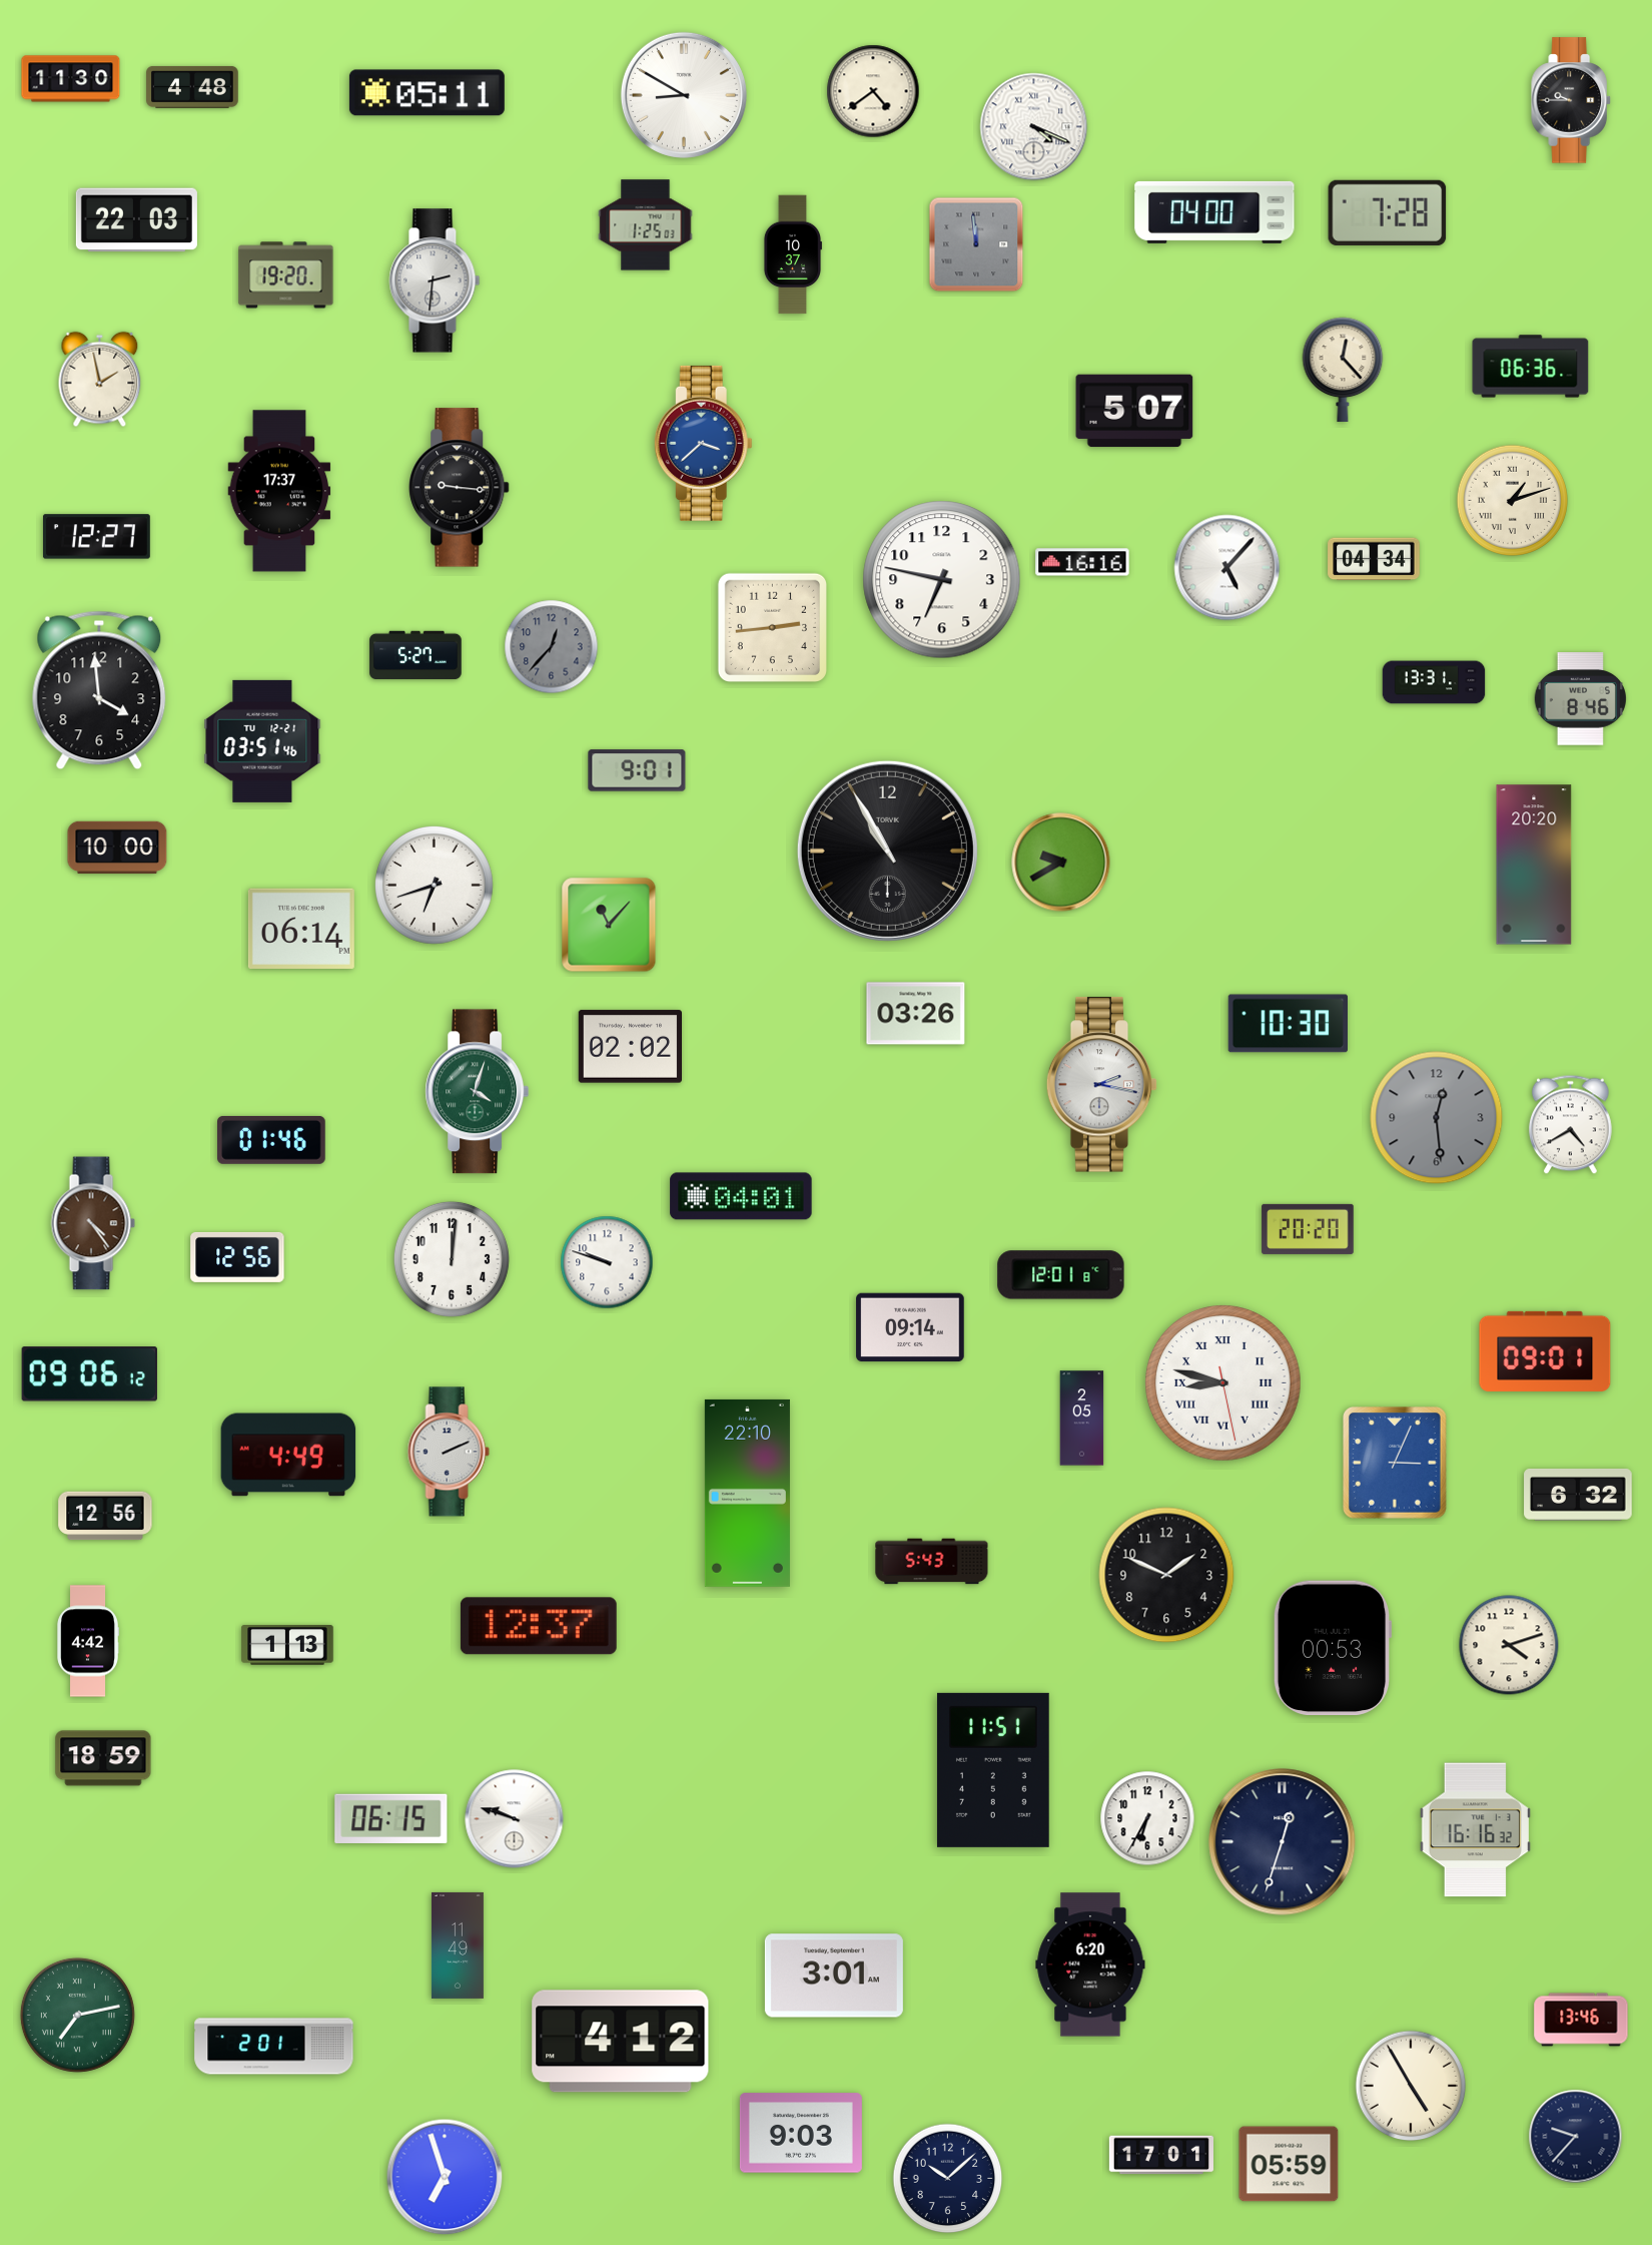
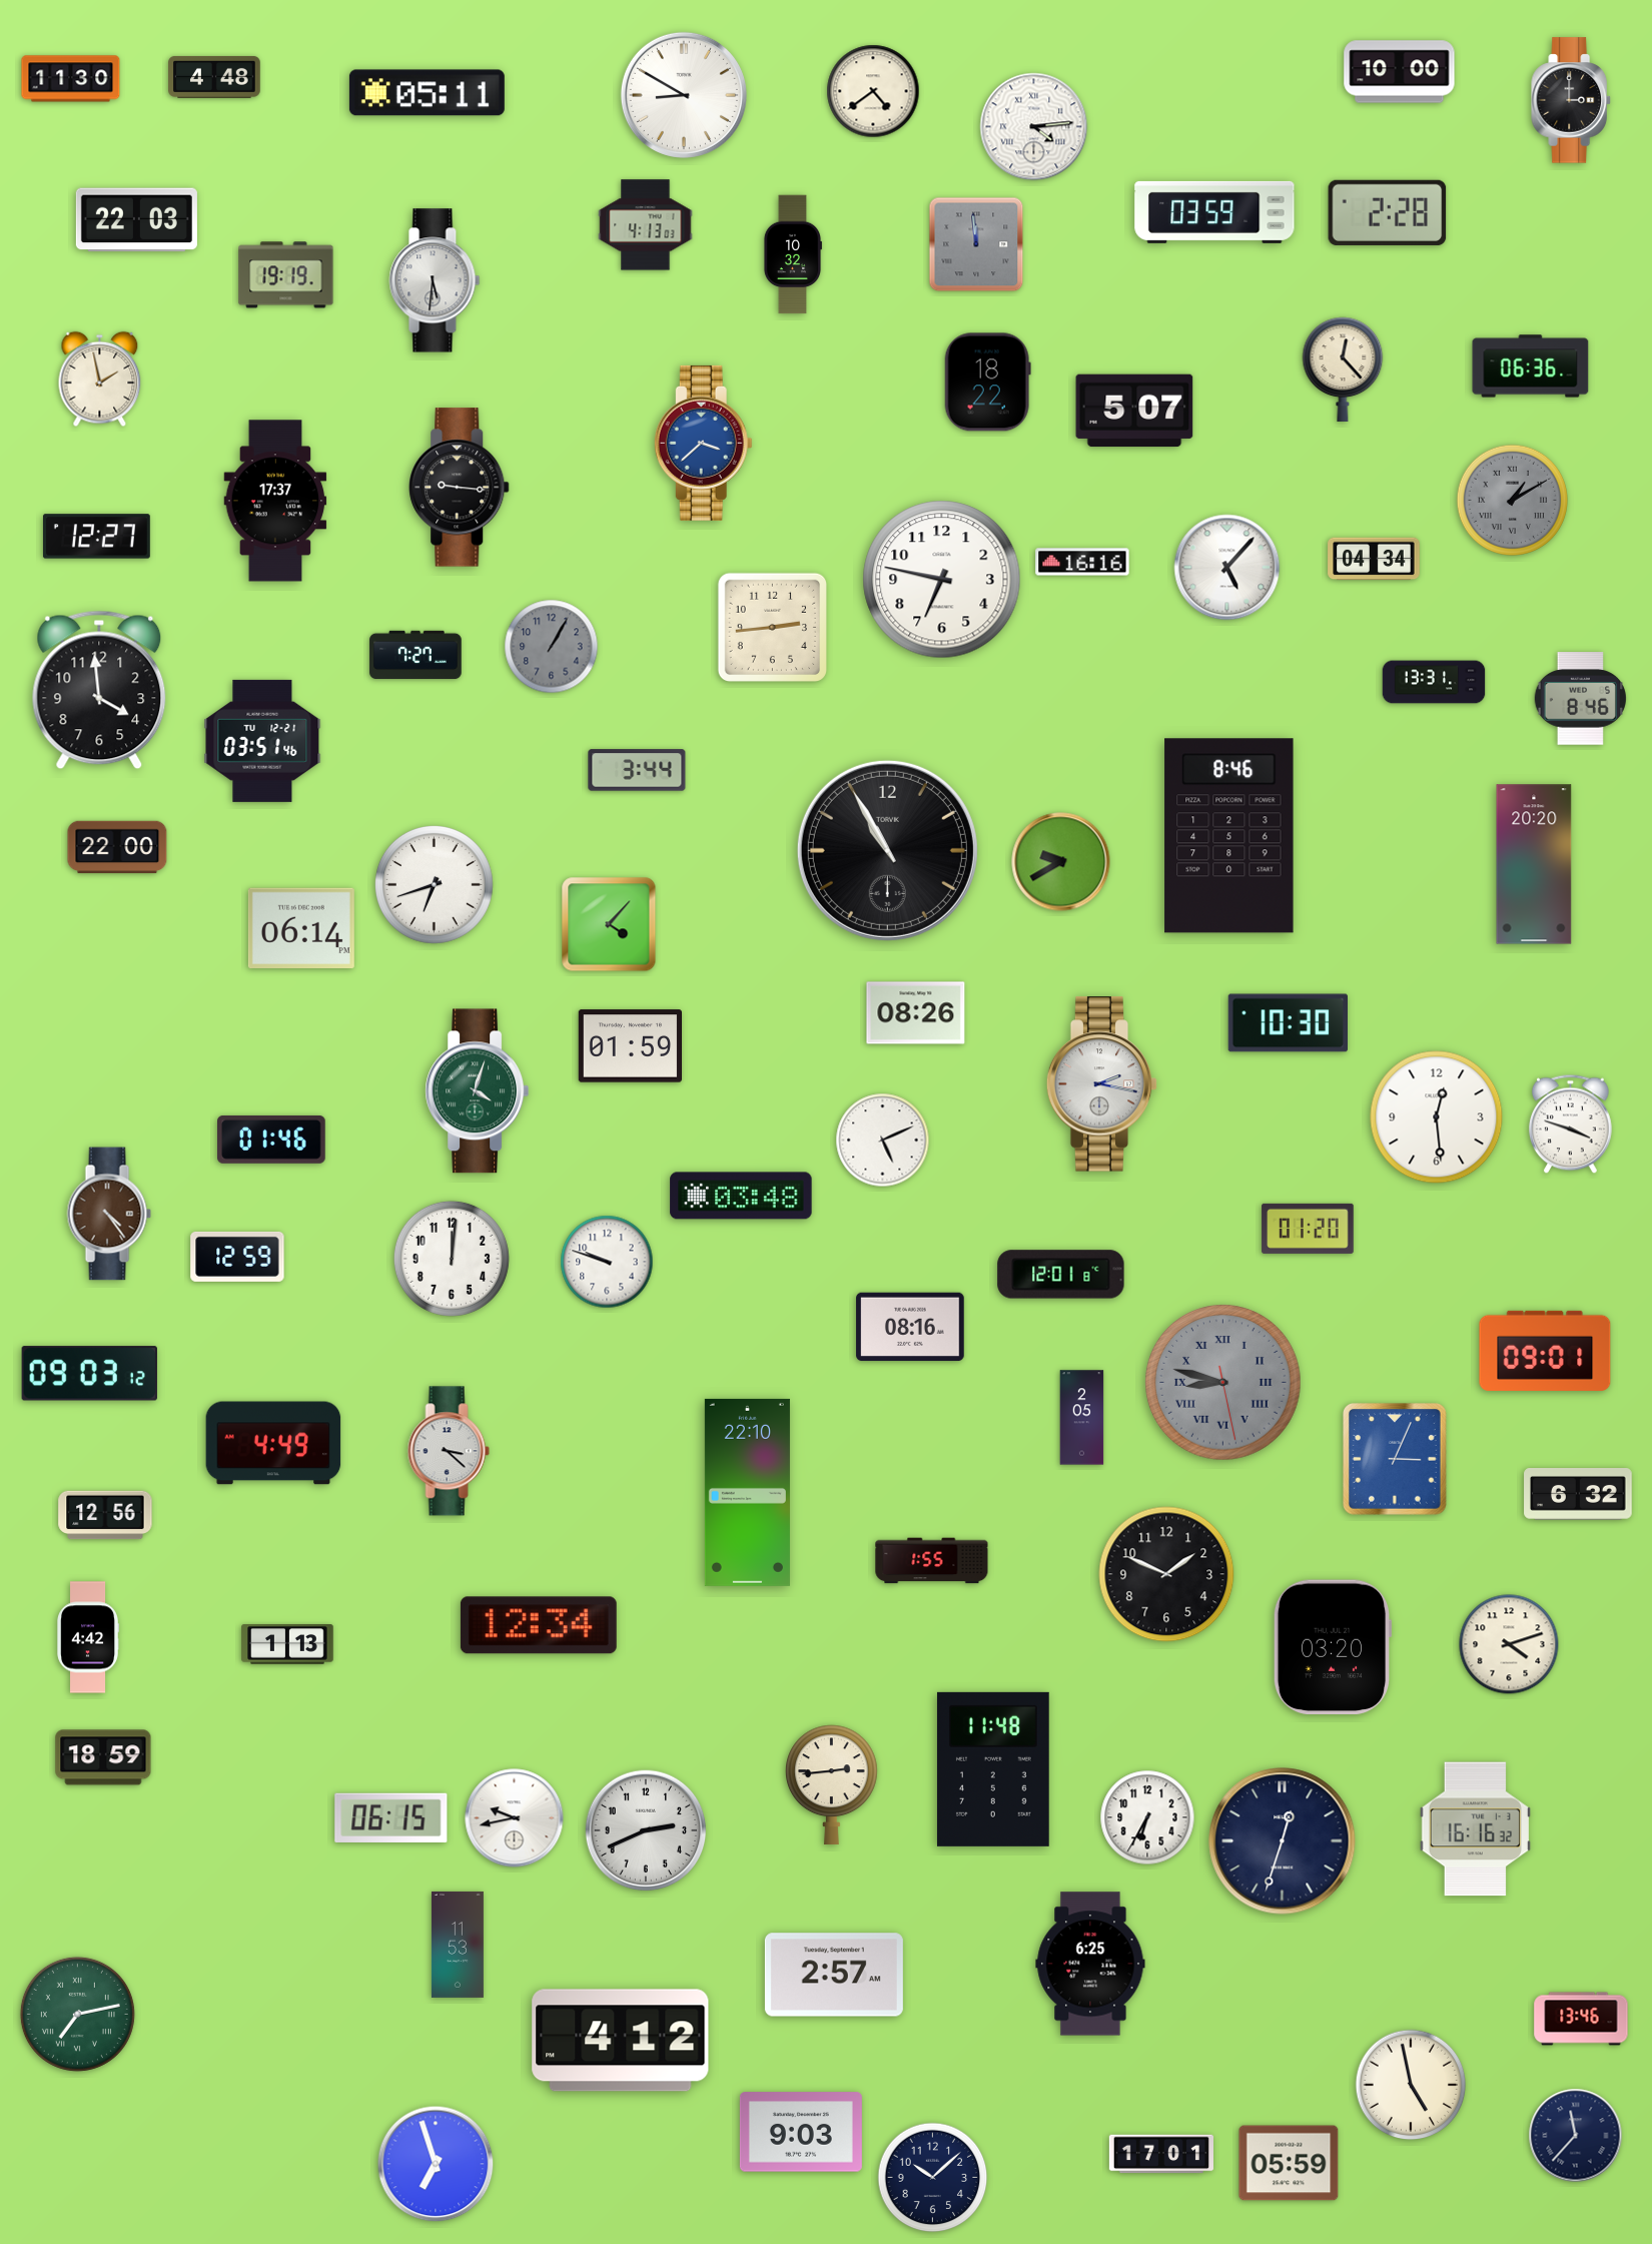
clock at (1400, 72): none -> 10:00
clock at (192, 87) position: (192, 87) -> (214, 77)
clock at (1571, 100): 9:45 -> 3:00
clock at (1034, 127): 4:19 -> 4:14
clock at (1214, 212): 04:00 -> 03:59
clock at (1388, 212): 7:28 -> 2:28
clock at (646, 225): 1:25 -> 4:13
clock at (792, 254): 10:37 -> 10:32
clock at (286, 275): 19:20 -> 19:19
clock at (435, 280): 2:31 -> 5:31
clock at (987, 383): none -> 18:22
clock at (279, 491) position: (279, 491) -> (275, 501)
clock at (1512, 500): 1:12 -> 1:10
clock at (1512, 500) dial: cream -> grey
clock at (552, 647): 12:37 -> 1:05
clock at (416, 655): 5:27 -> 7:27
clock at (637, 770): 9:01 -> 3:44
clock at (1229, 836): none -> 8:46
clock at (117, 848): 10:00 -> 22:00
clock at (609, 925): 11:07 -> 4:07
clock at (916, 1014): 03:26 -> 08:26
clock at (630, 1047): 02:02 -> 01:59
clock at (1437, 1118) dial: grey -> white
clock at (1570, 1125): 4:40 -> 3:48
clock at (883, 1141): none -> 5:11
clock at (741, 1196): 04:01 -> 03:48
clock at (93, 1223) position: (93, 1223) -> (109, 1214)
clock at (1308, 1229): 20:20 -> 01:20
clock at (237, 1257): 12:56 -> 12:59
clock at (910, 1327): 09:14 -> 08:16
clock at (89, 1374): 09:06 -> 09:03
clock at (1223, 1383) dial: white -> grey
clock at (449, 1452): 2:11 -> 3:22
clock at (288, 1455) position: (288, 1455) -> (273, 1443)
clock at (1396, 1464) position: (1396, 1464) -> (1396, 1460)
clock at (932, 1562): 5:43 -> 1:55
clock at (539, 1626): 12:37 -> 12:34
clock at (87, 1641) position: (87, 1641) -> (87, 1637)
clock at (1332, 1648): 00:53 -> 03:20
clock at (993, 1770): 11:51 -> 11:48
clock at (832, 1784): none -> 2:44
clock at (515, 1819): 9:48 -> 9:43
clock at (646, 1830): none -> 2:41
clock at (458, 1945): 11:49 -> 11:53
clock at (1090, 1965): 6:20 -> 6:25
clock at (834, 1976): 3:01 -> 2:57
clock at (274, 2047): 2:01 -> none
clock at (1411, 2086): 4:55 -> 4:58
clock at (1576, 2137): 9:37 -> 11:37
clock at (445, 2177) position: (445, 2177) -> (436, 2164)
clock at (948, 2179) position: (948, 2179) -> (933, 2178)
